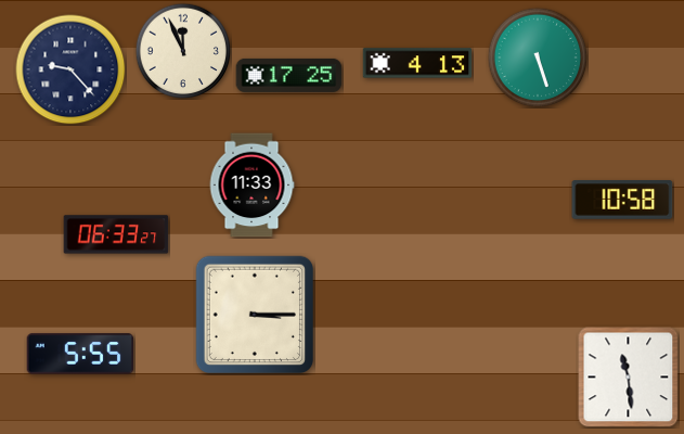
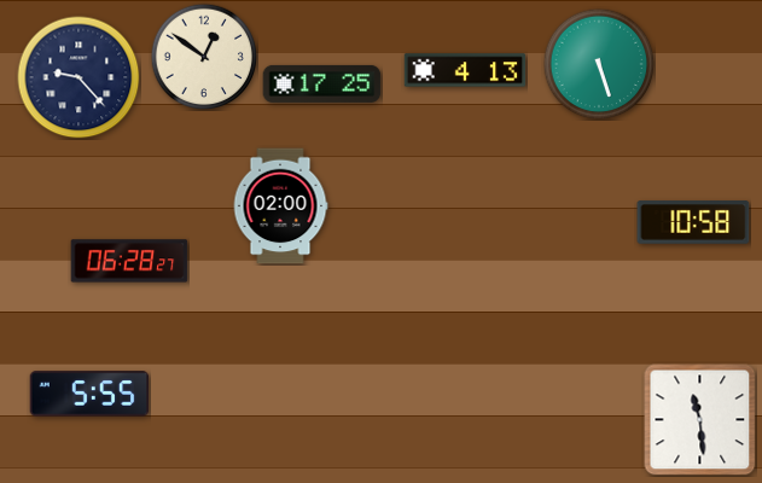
clock at (183, 51): 11:56 -> 12:51
clock at (251, 186): 11:33 -> 02:00
clock at (116, 234): 06:33 -> 06:28
clock at (254, 314): 3:15 -> none
